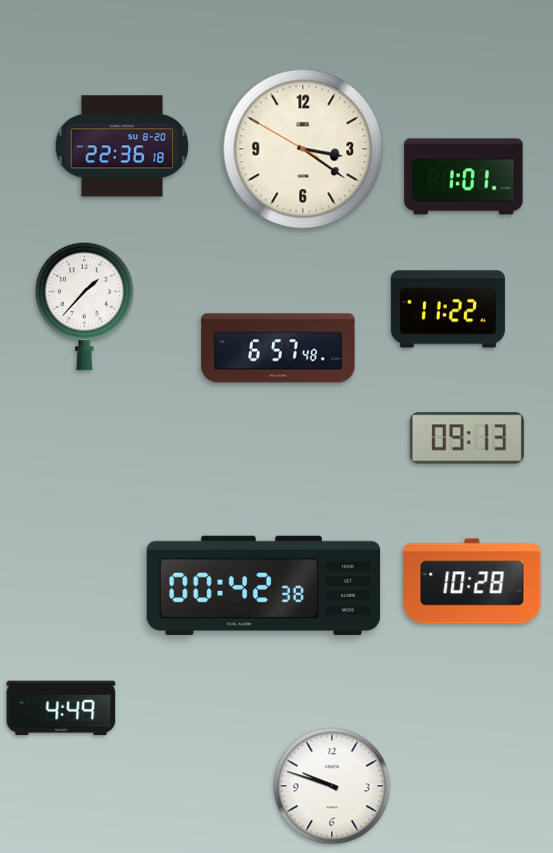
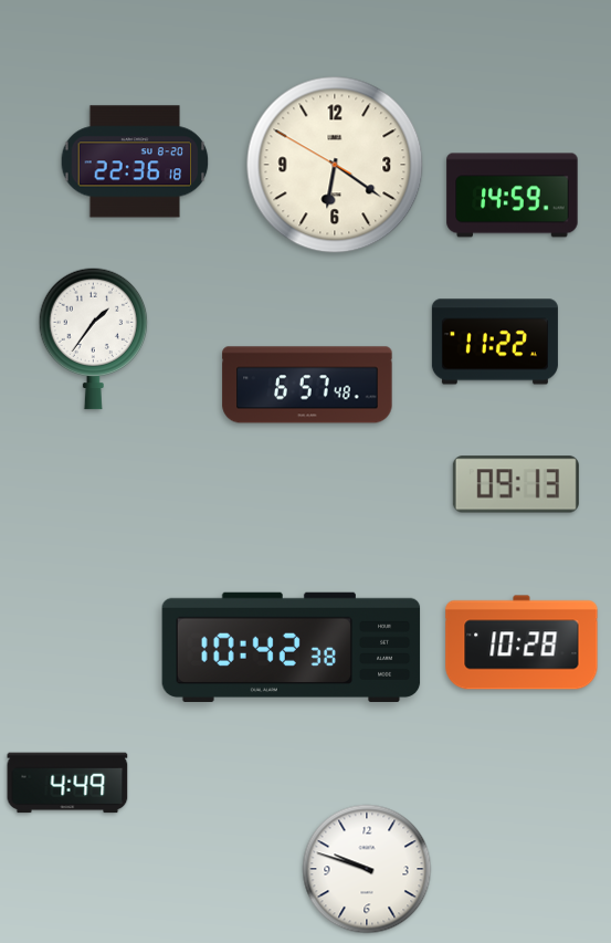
clock at (303, 149): 3:20 -> 6:20
clock at (464, 177): 1:01 -> 14:59
clock at (85, 306): 1:37 -> 1:36
clock at (264, 585): 00:42 -> 10:42
